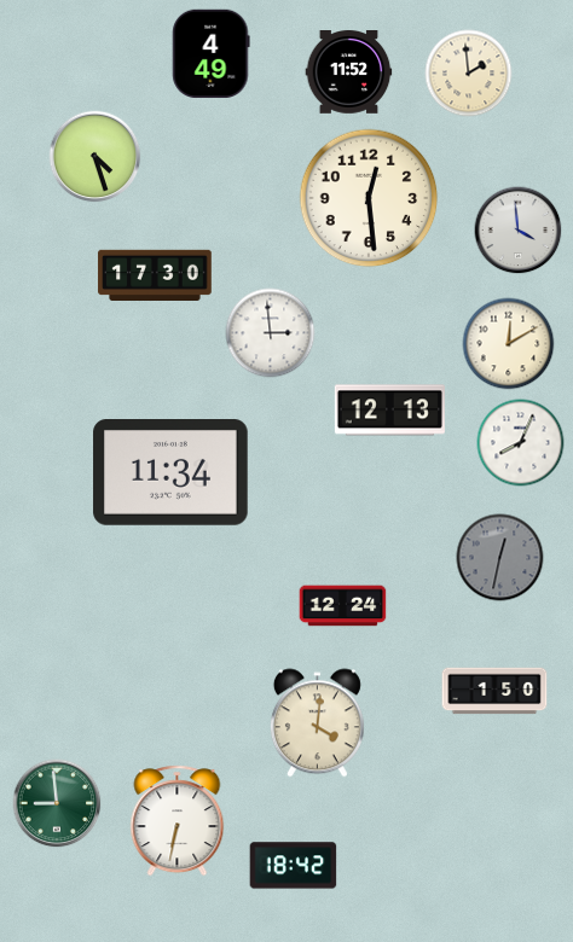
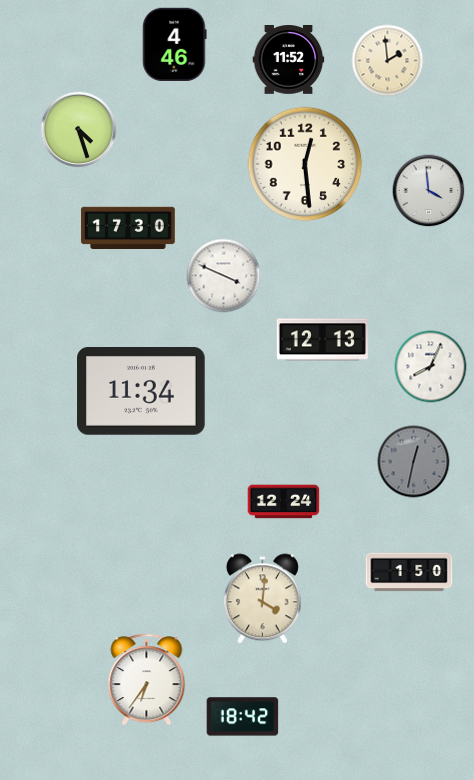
clock at (212, 53): 4:49 -> 4:46
clock at (271, 333): 2:59 -> 3:49
clock at (509, 344): 12:10 -> none
clock at (57, 803): 8:59 -> none
clock at (178, 821): 6:32 -> 6:36
